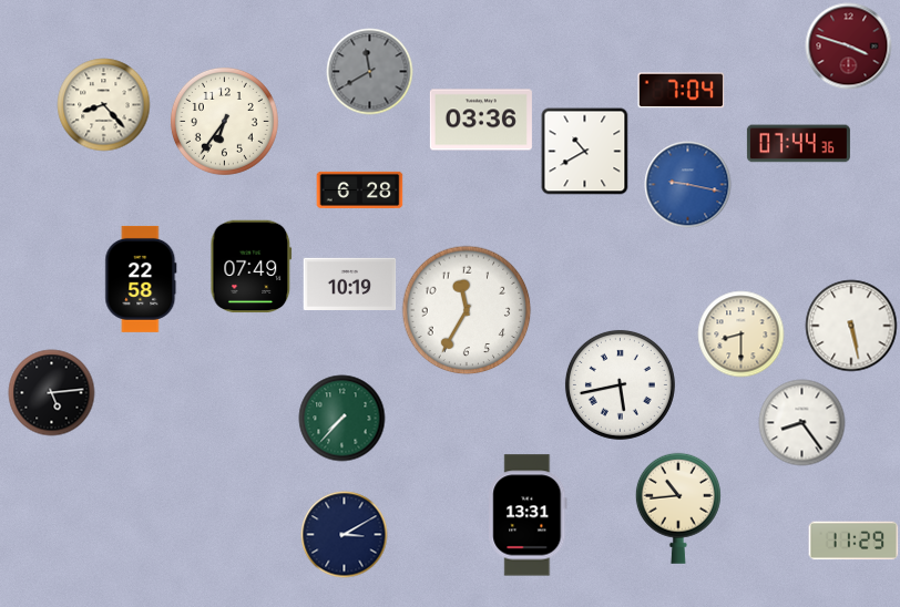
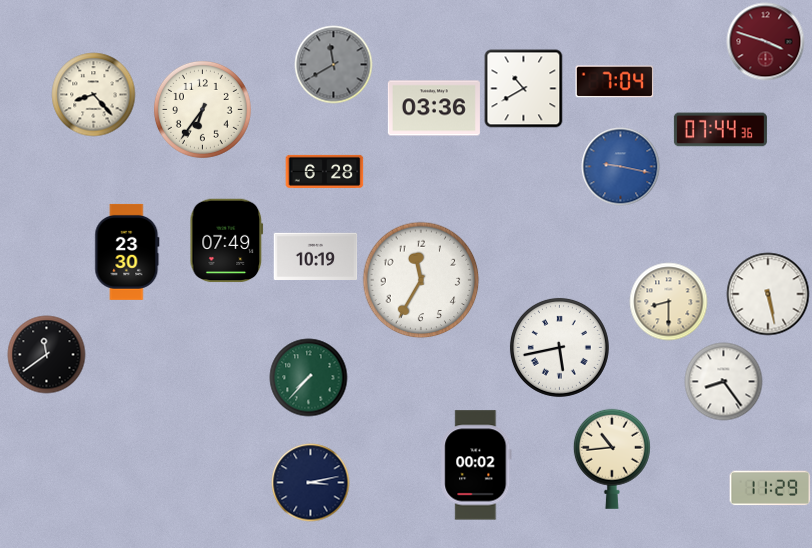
clock at (584, 151) position: (584, 151) -> (523, 88)
clock at (141, 279): 22:58 -> 23:30
clock at (51, 392): 5:14 -> 11:39
clock at (528, 515): 13:31 -> 00:02
clock at (344, 534): 3:10 -> 3:13
